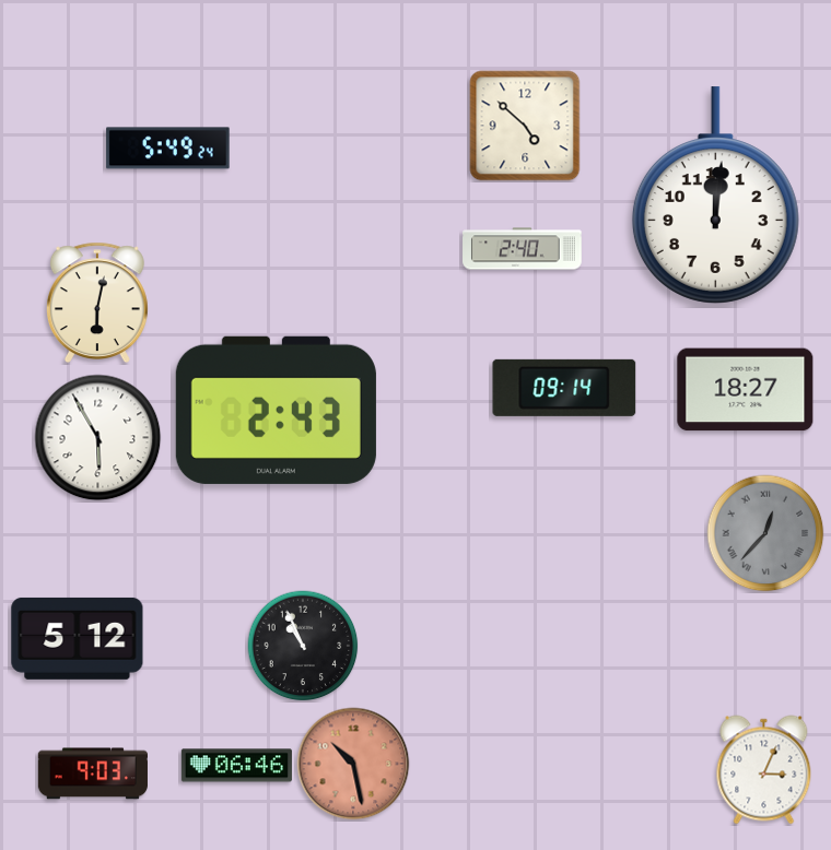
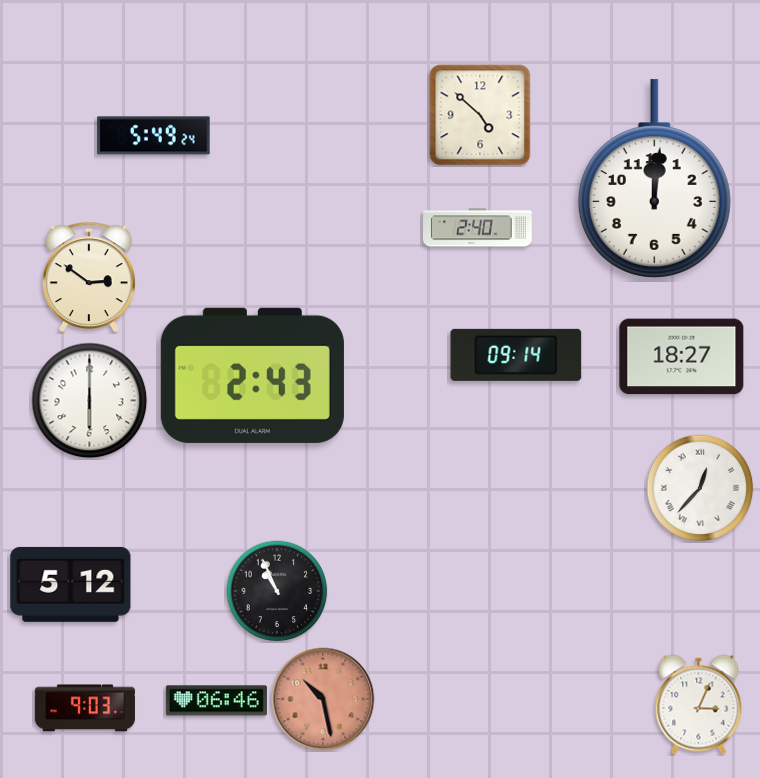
clock at (97, 303): 6:02 -> 2:51
clock at (98, 438): 5:55 -> 6:00
clock at (765, 533) dial: grey -> white
